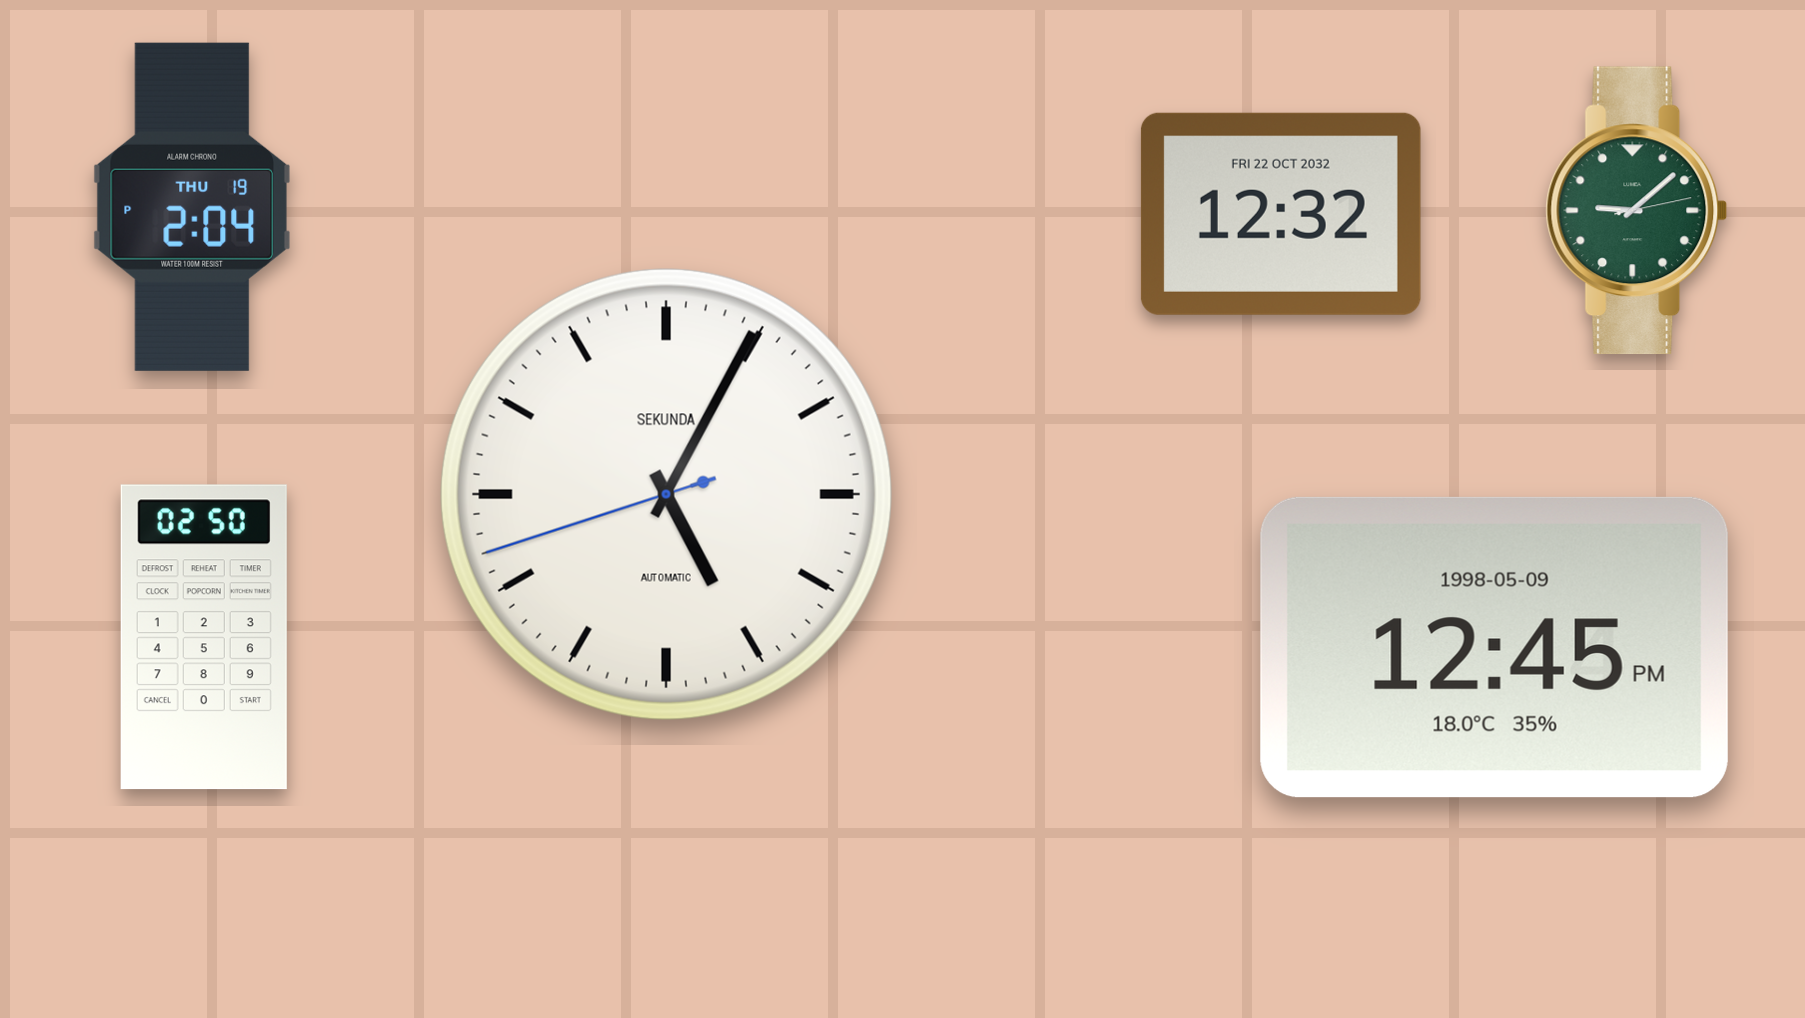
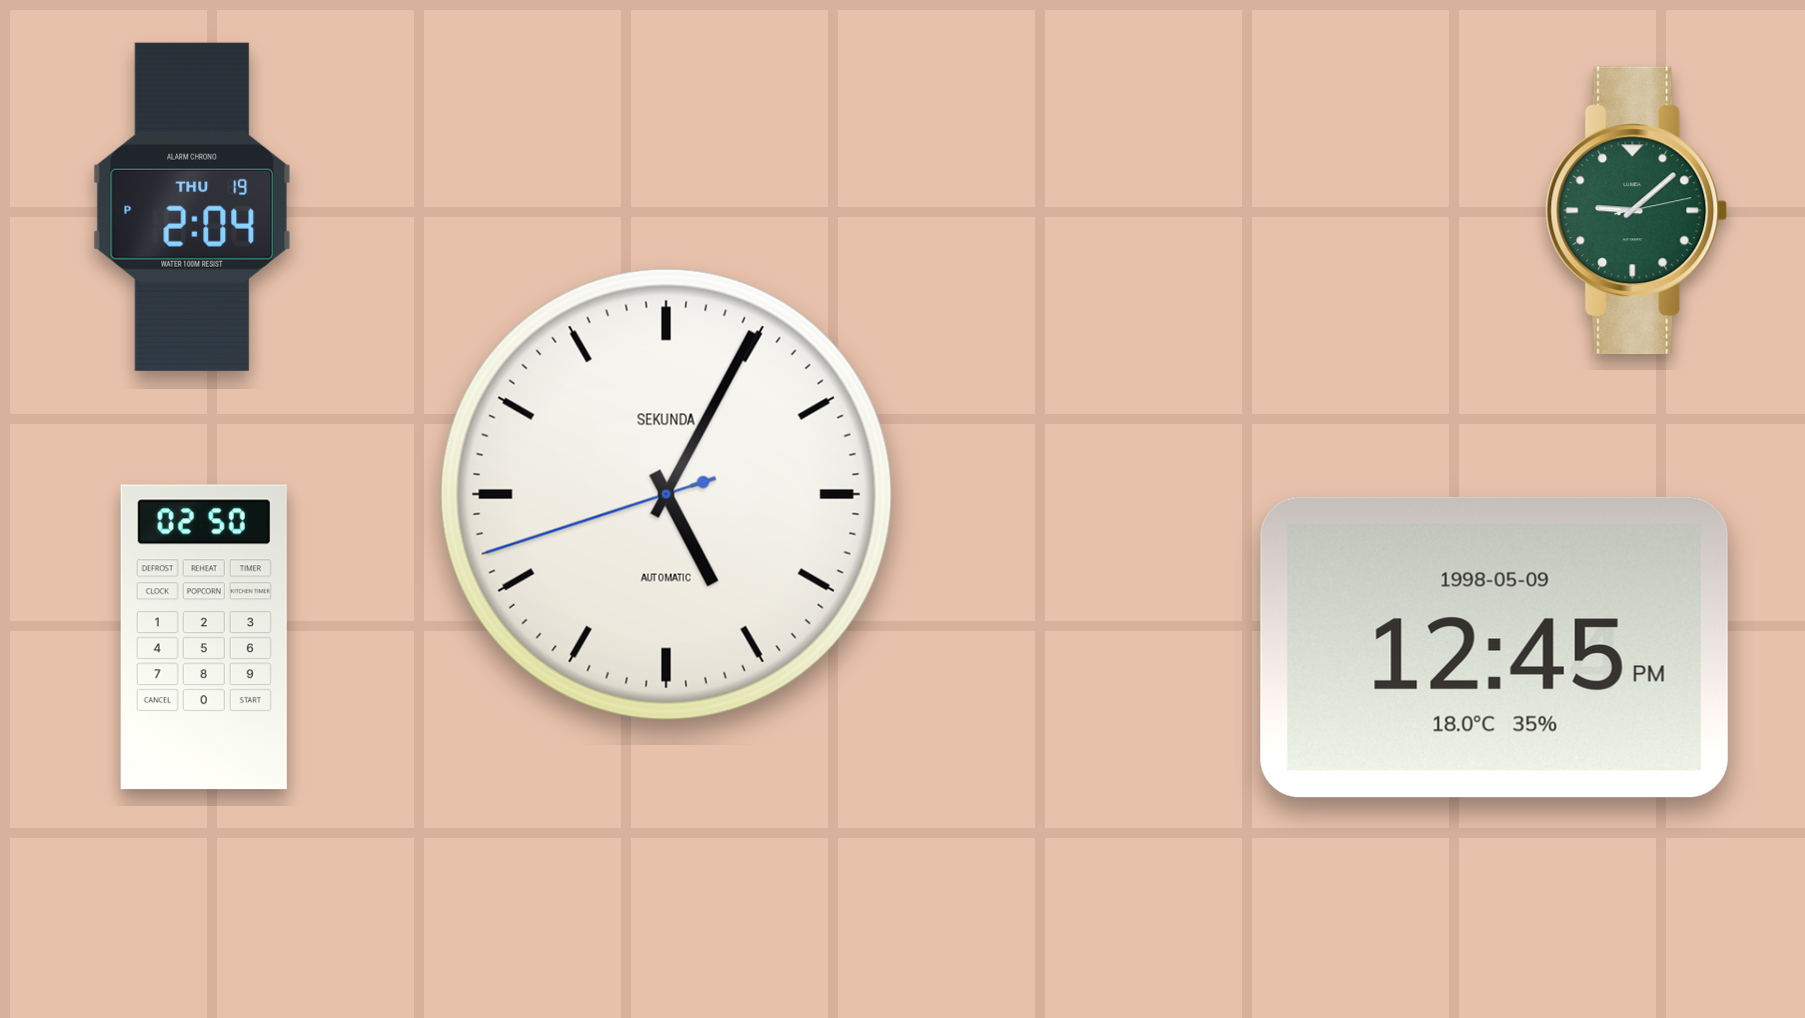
clock at (1281, 214): 12:32 -> none
